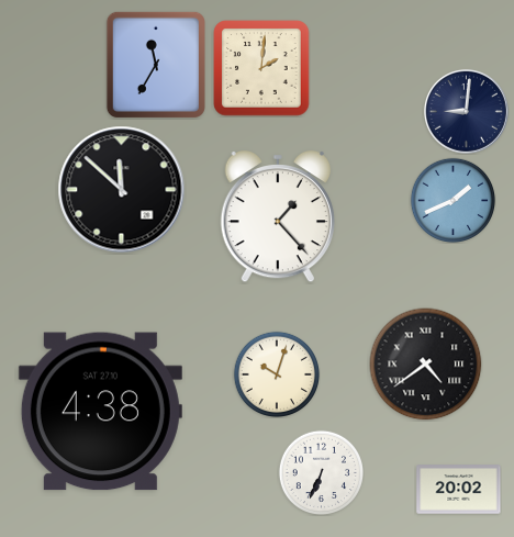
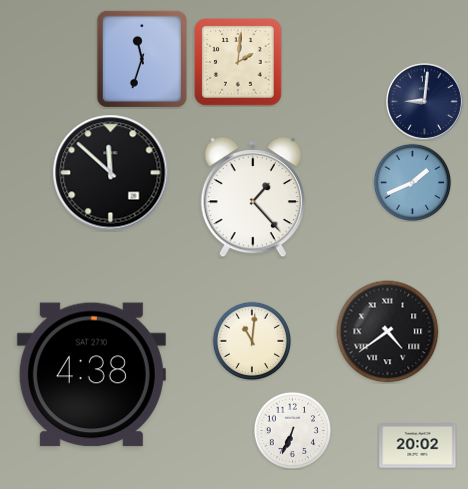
clock at (156, 65): 11:35 -> 11:33
clock at (276, 373): 10:03 -> 11:01
